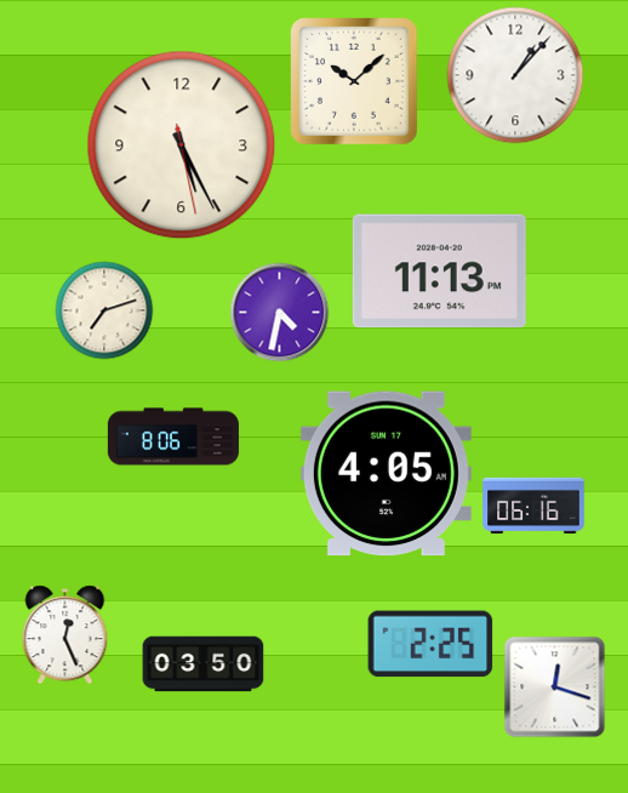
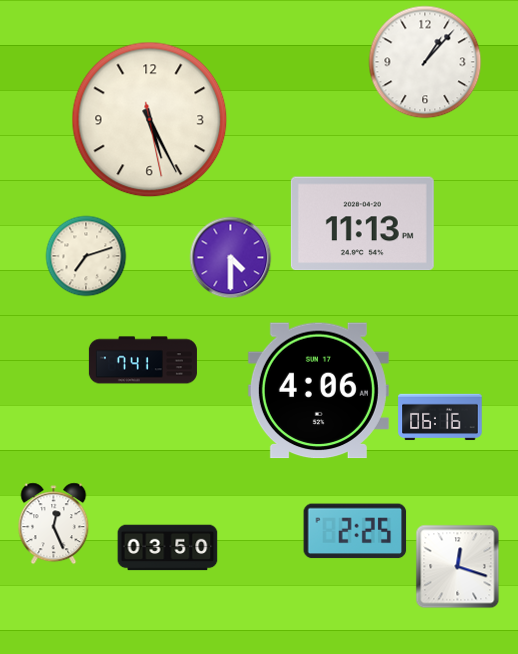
clock at (355, 82): 10:08 -> none
clock at (280, 313): 4:32 -> 4:30
clock at (173, 437): 8:06 -> 7:41
clock at (386, 474): 4:05 -> 4:06
